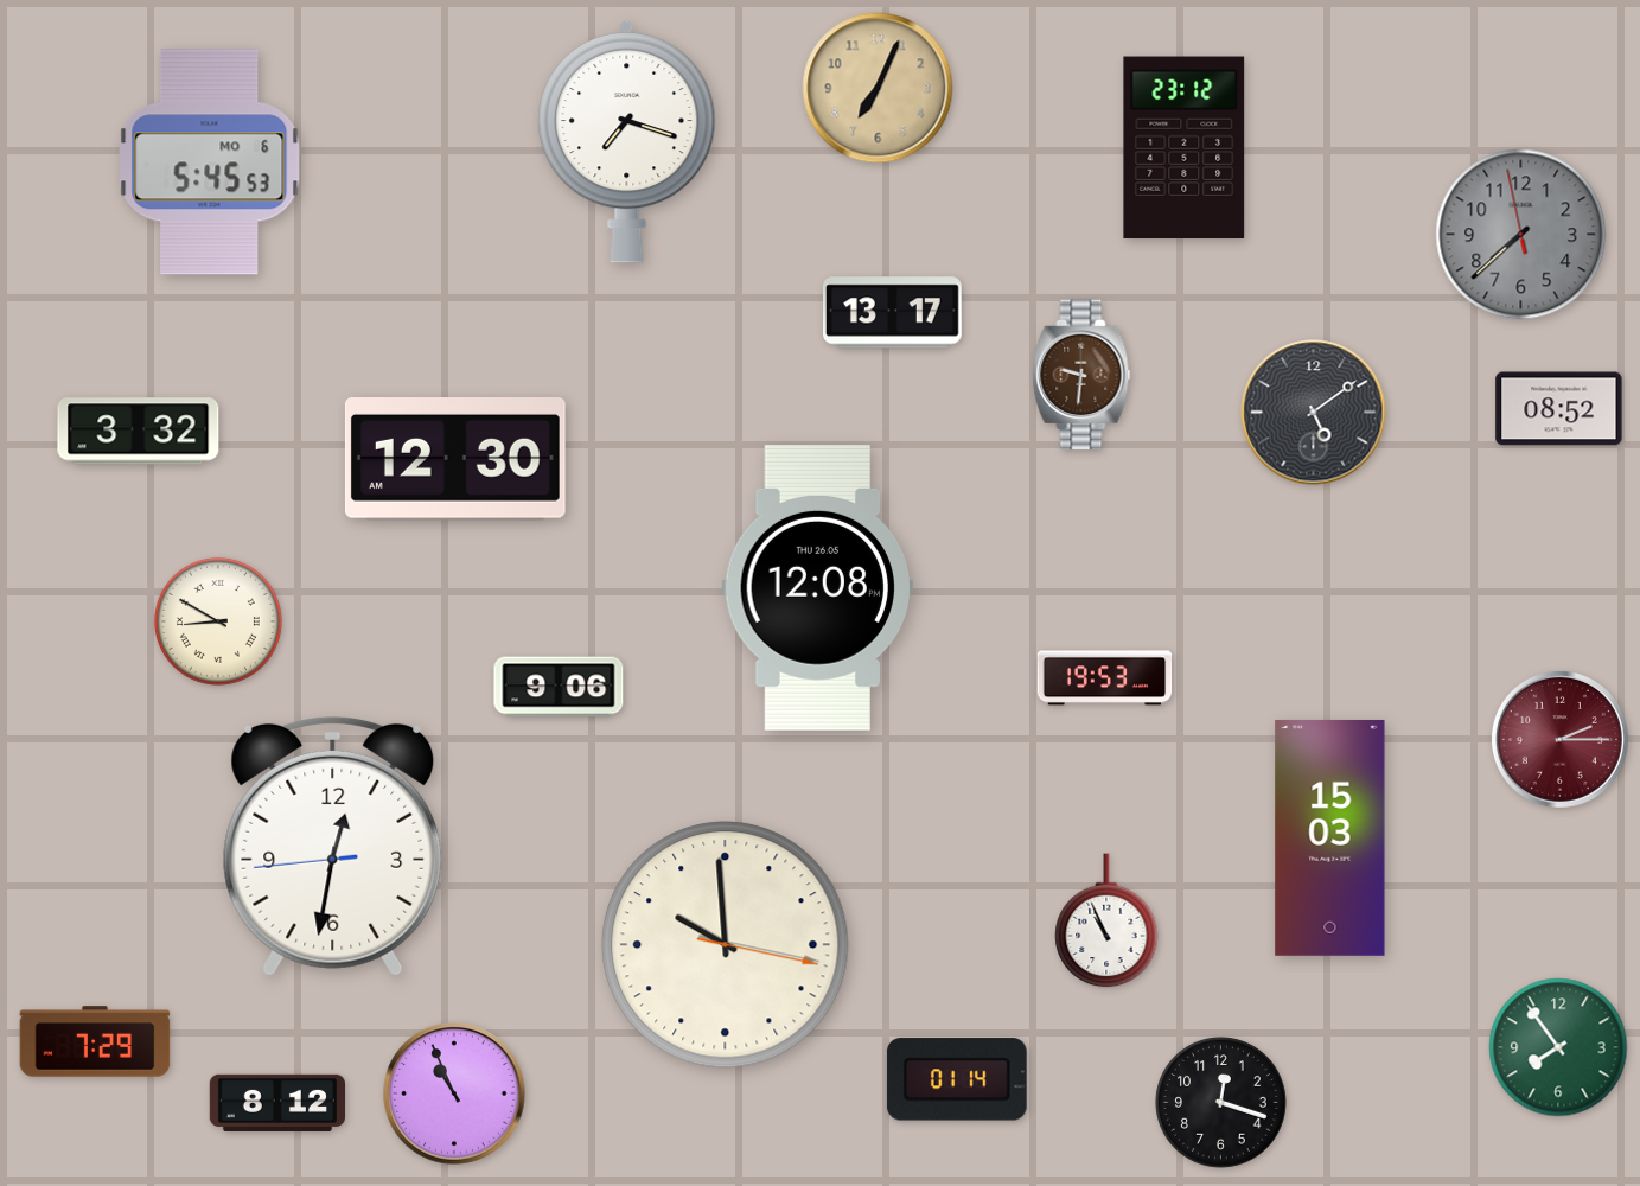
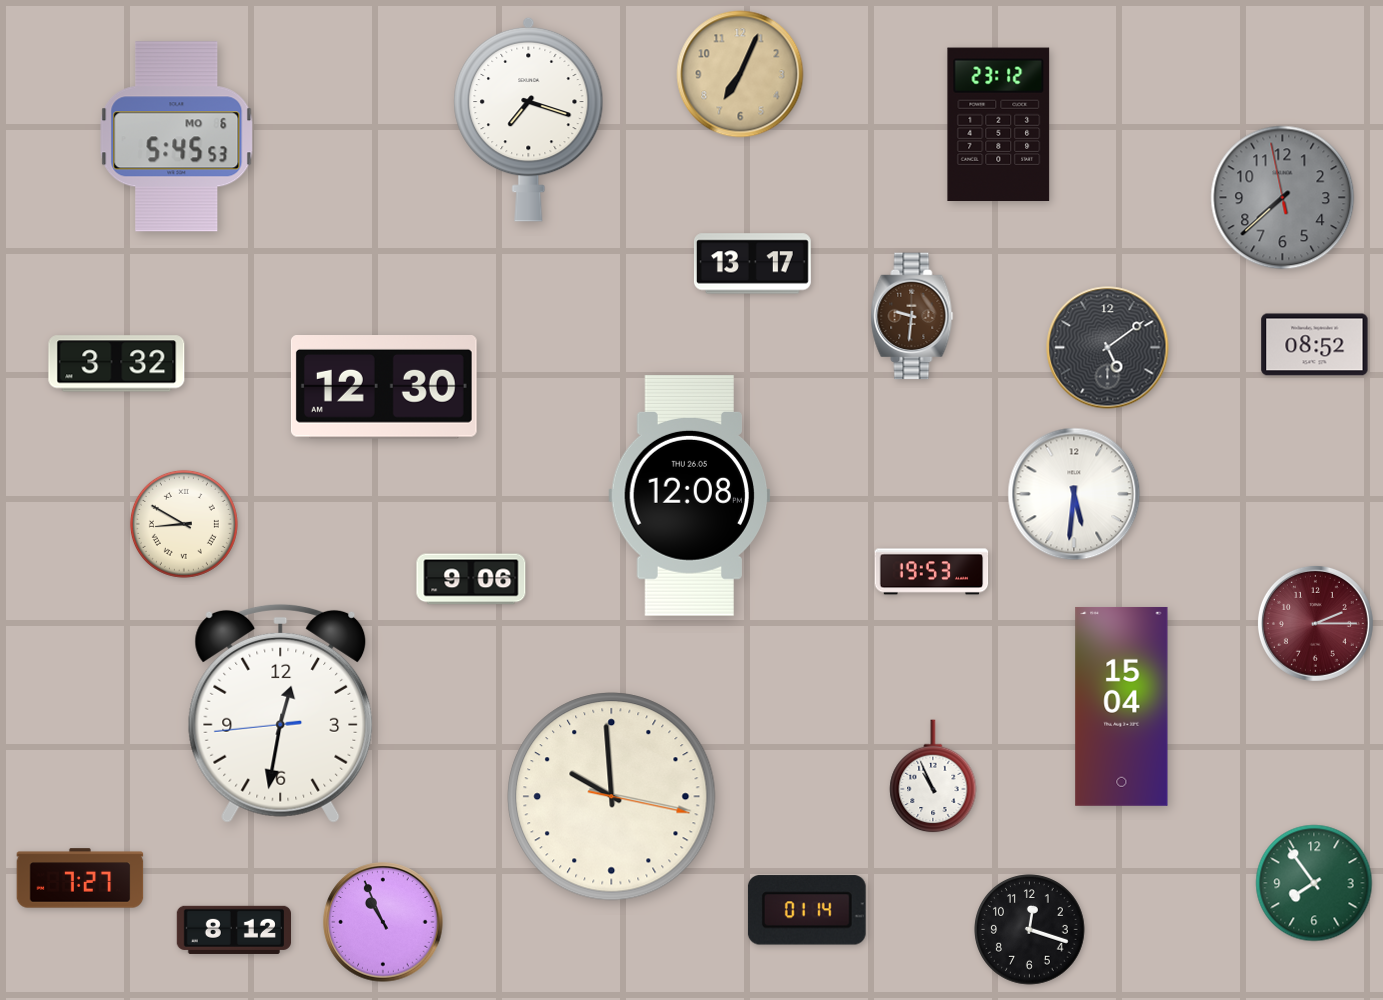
clock at (1074, 494): none -> 5:31
clock at (1330, 837): 15:03 -> 15:04
clock at (95, 1041): 7:29 -> 7:27
